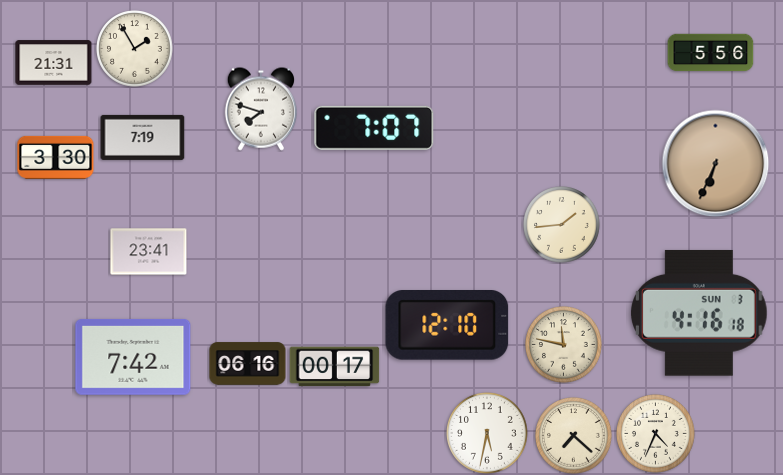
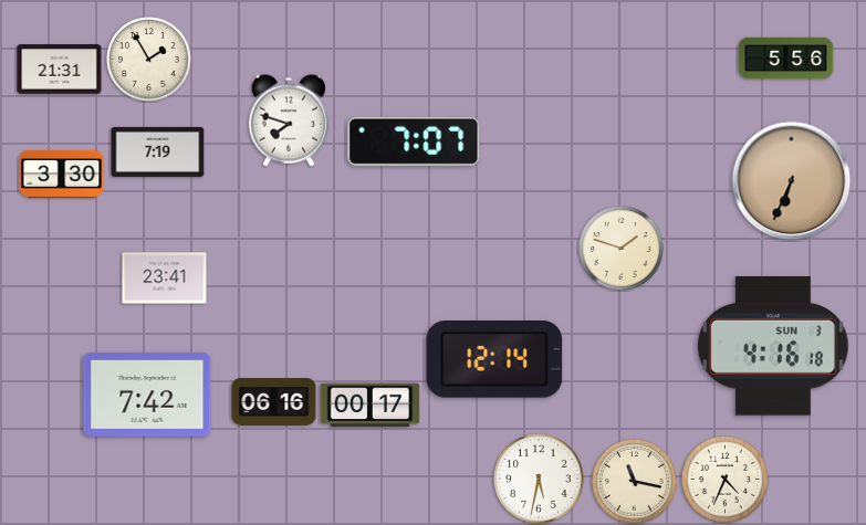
clock at (135, 49) position: (135, 49) -> (149, 60)
clock at (562, 225): 1:44 -> 1:48
clock at (447, 326): 12:10 -> 12:14
clock at (564, 345): 11:47 -> none
clock at (574, 436): 7:22 -> 11:17
